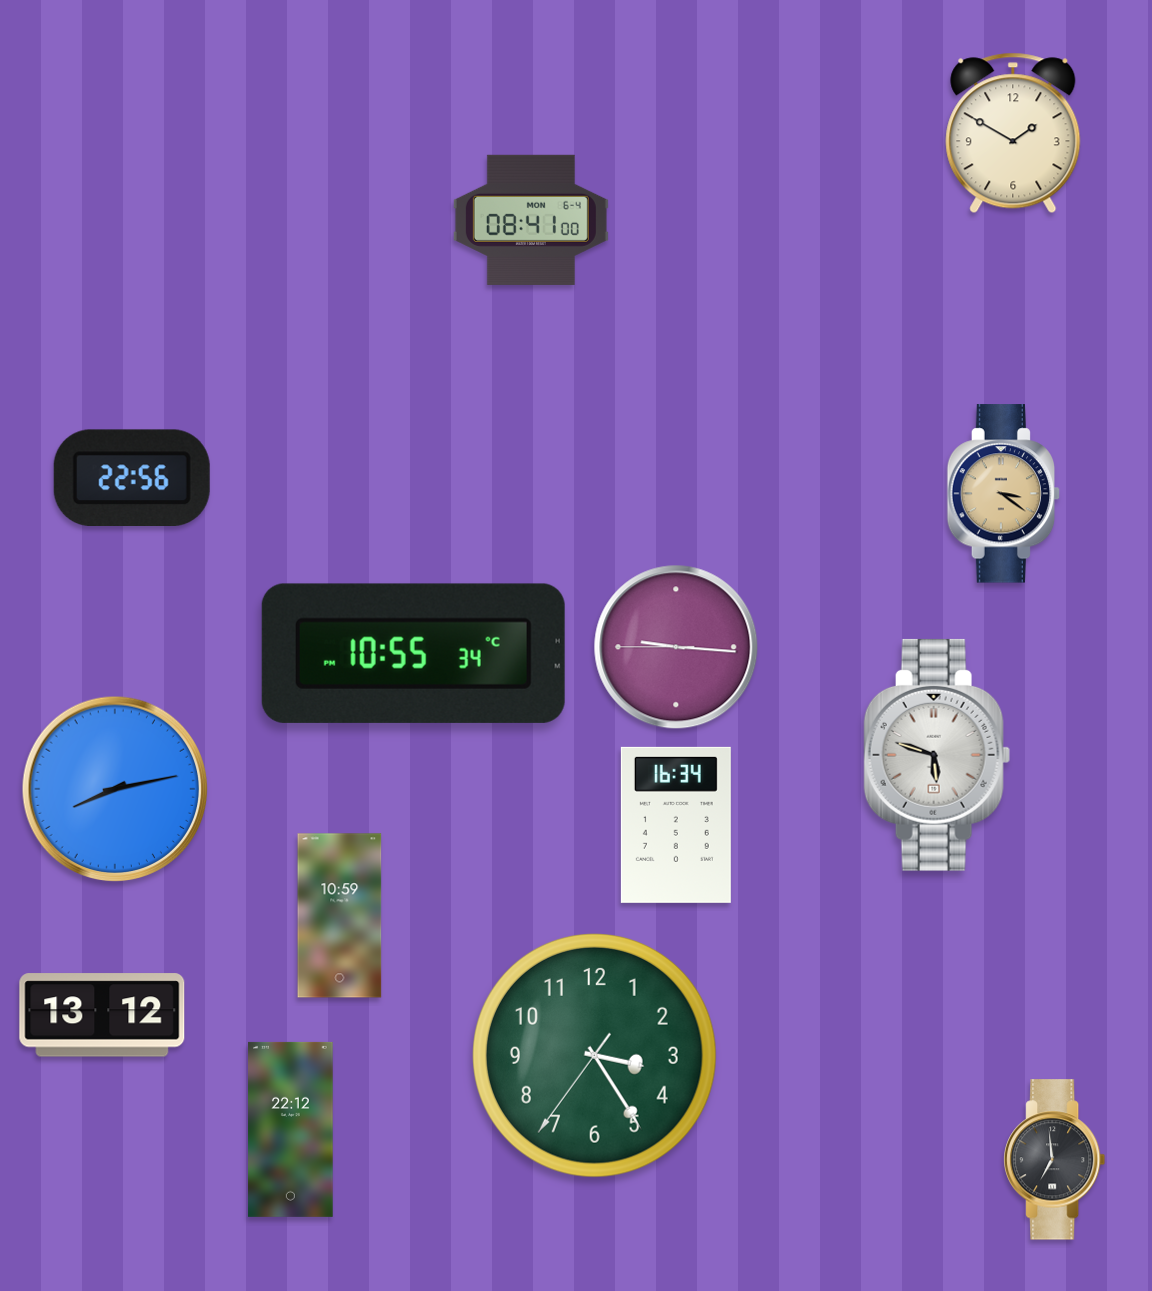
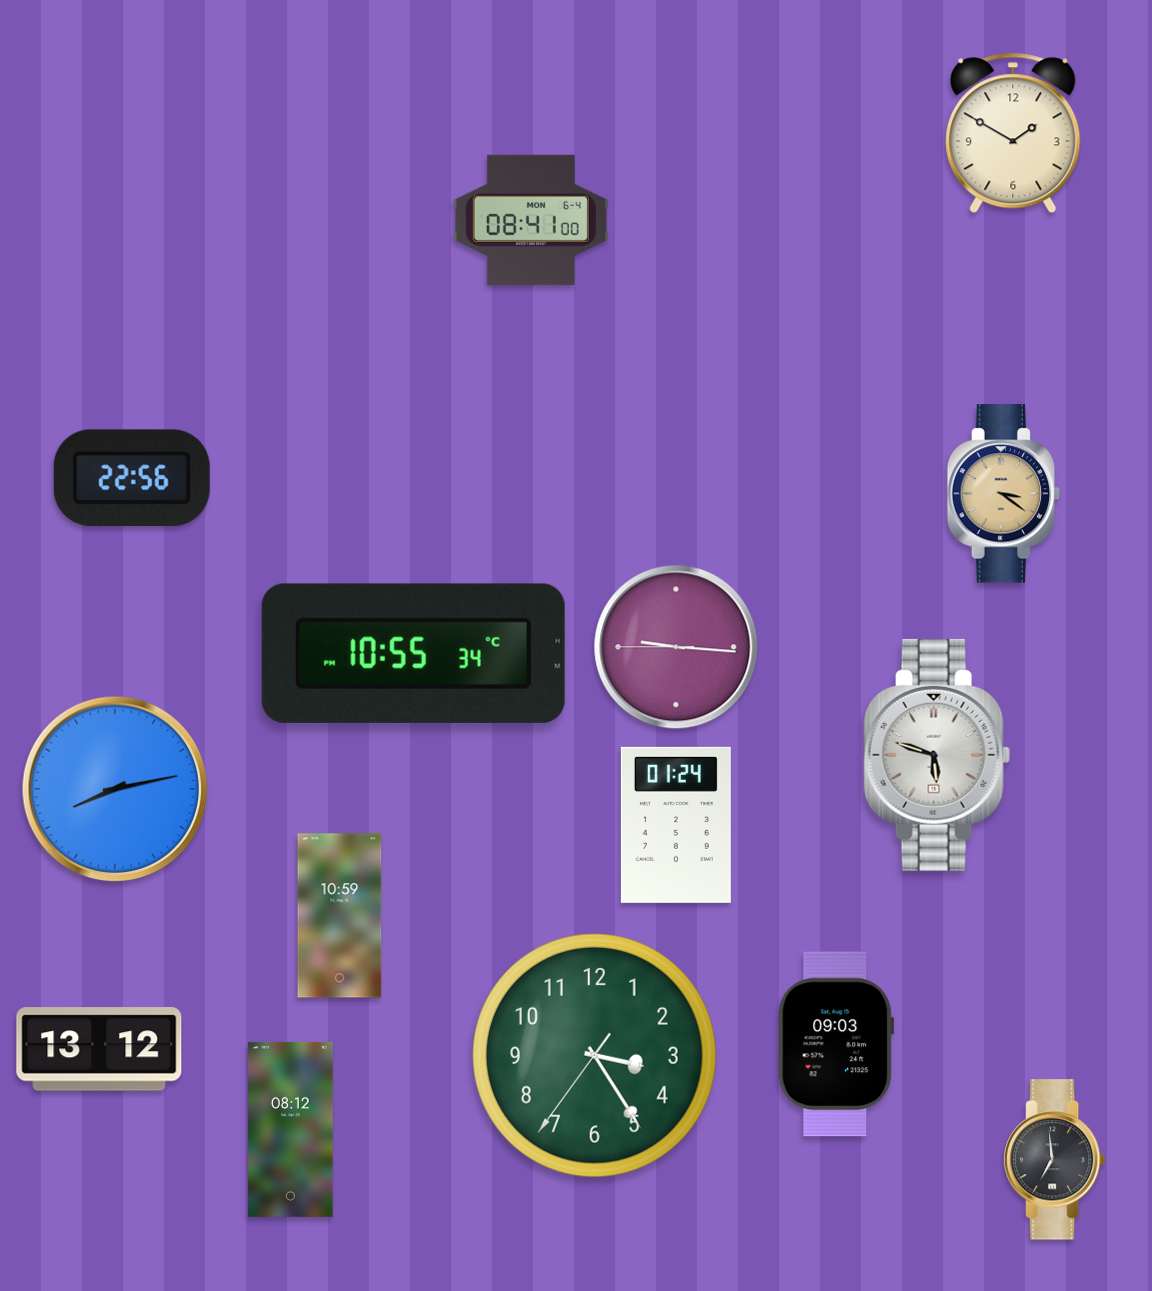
clock at (676, 825): 16:34 -> 01:24
clock at (102, 1015) position: (102, 1015) -> (99, 1049)
clock at (836, 1044): none -> 09:03
clock at (291, 1129): 22:12 -> 08:12
